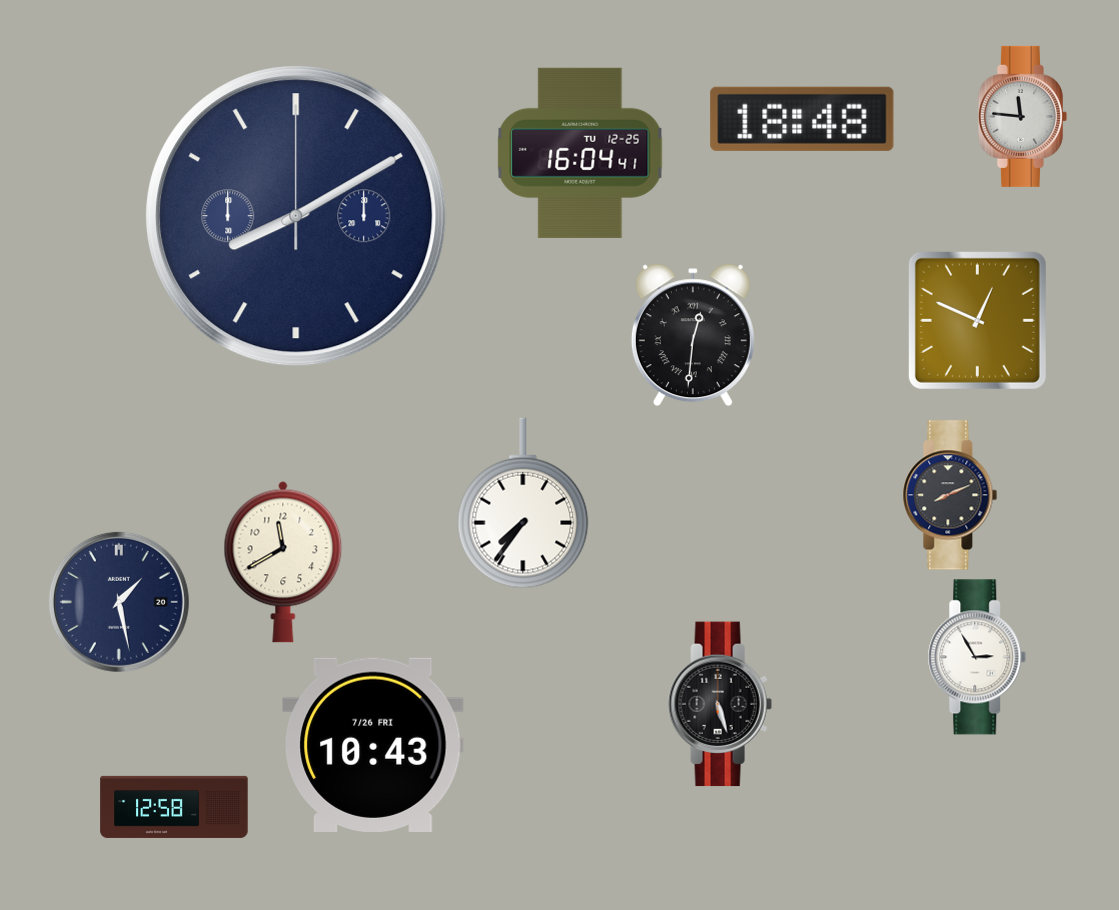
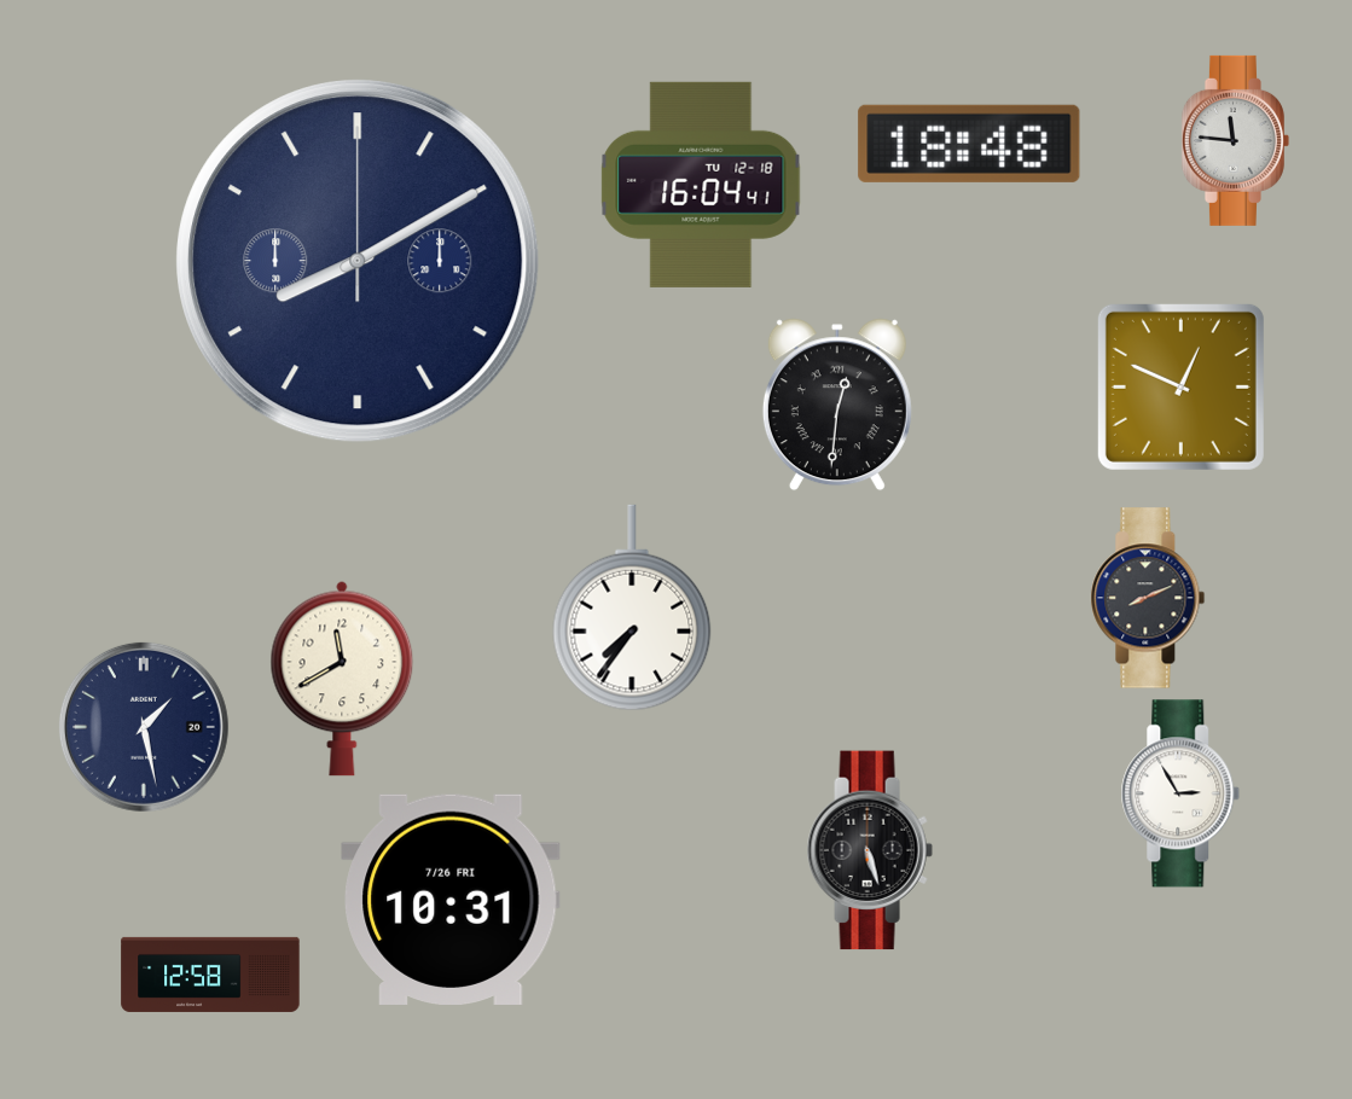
clock at (580, 153) date: TU 12-25 -> TU 12-18
clock at (373, 745): 10:43 -> 10:31
